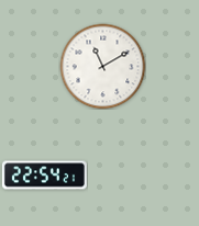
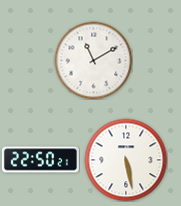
clock at (44, 176): 22:54 -> 22:50
clock at (126, 160): none -> 5:28
